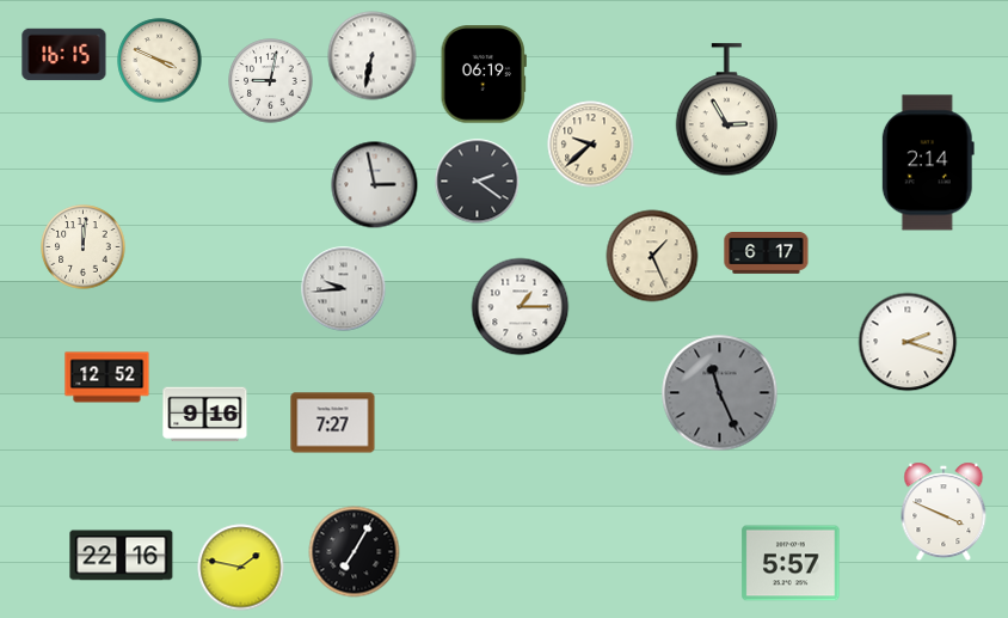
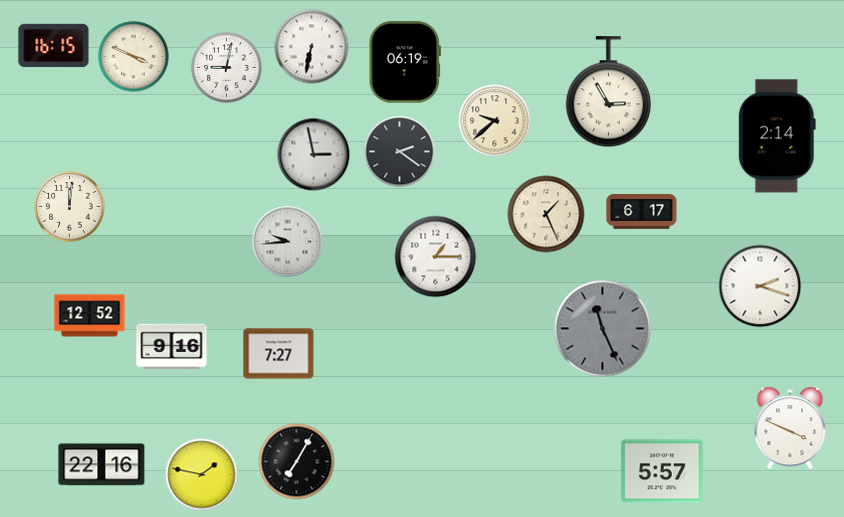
clock at (160, 61) position: (160, 61) -> (134, 57)
